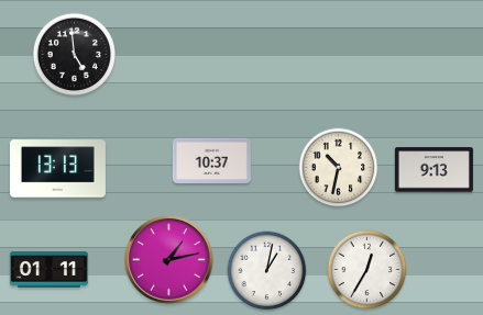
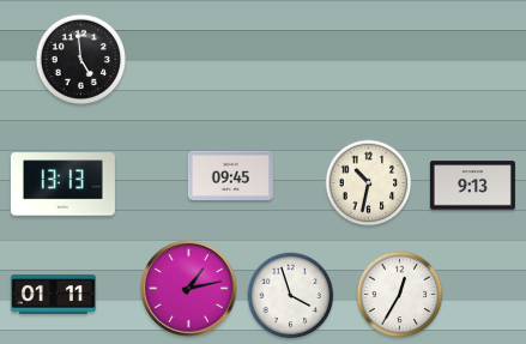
clock at (211, 160): 10:37 -> 09:45
clock at (169, 260) position: (169, 260) -> (189, 289)
clock at (267, 271): 1:02 -> 3:57
